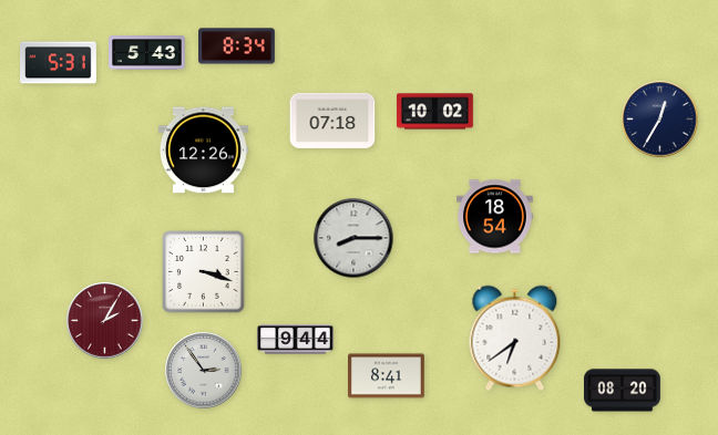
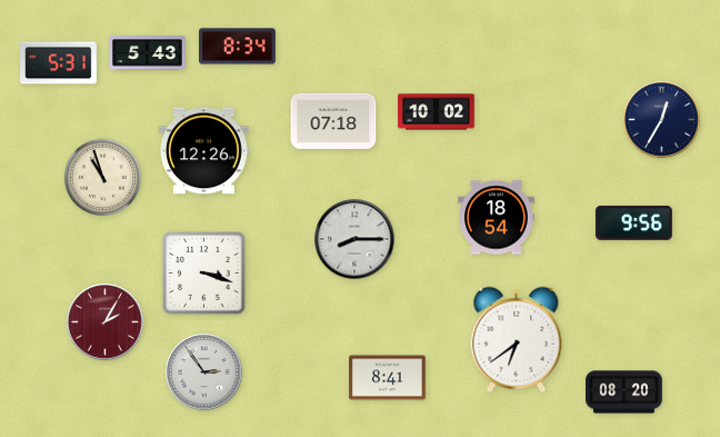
clock at (102, 177): none -> 10:57
clock at (634, 222): none -> 9:56
clock at (296, 340): 9:44 -> none
